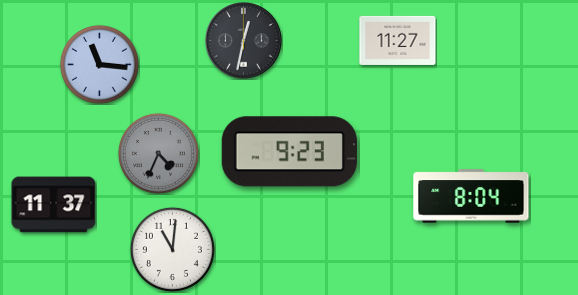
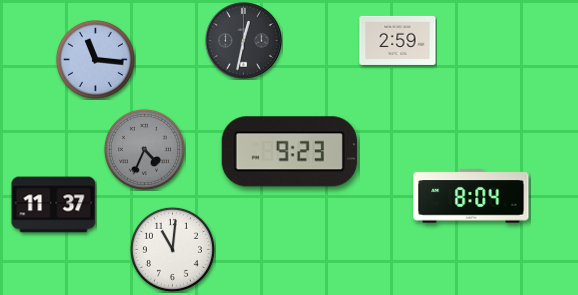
clock at (398, 40): 11:27 -> 2:59
clock at (99, 64) position: (99, 64) -> (95, 59)
clock at (158, 153) position: (158, 153) -> (144, 149)
